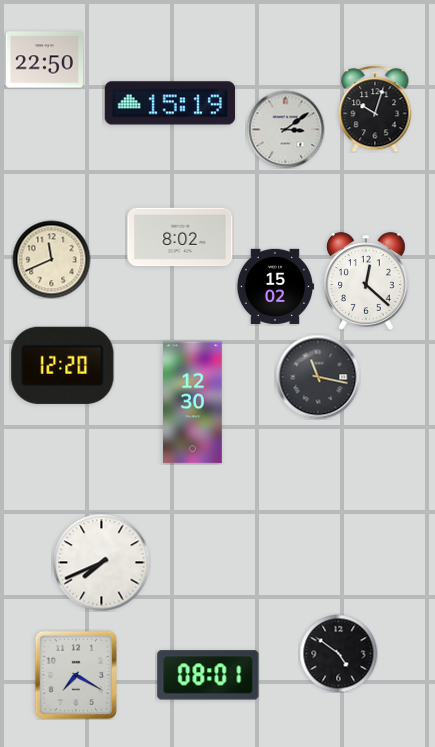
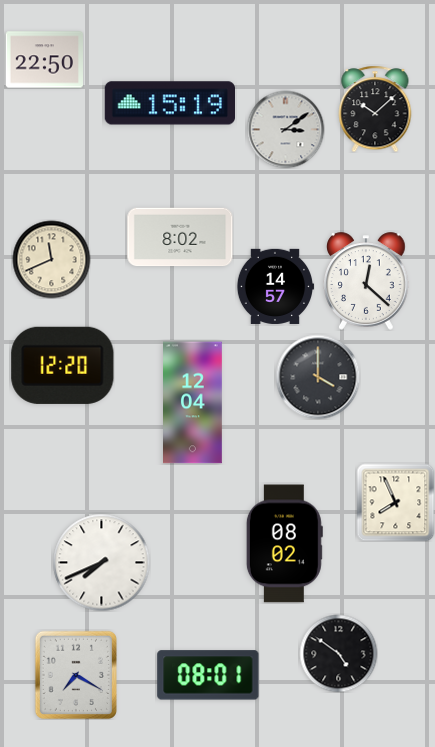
clock at (375, 109): 10:03 -> 10:08
clock at (275, 286): 15:02 -> 14:57
clock at (318, 377): 11:17 -> 4:00
clock at (193, 403): 12:30 -> 12:04
clock at (395, 502): none -> 7:56
clock at (284, 544): none -> 08:02
